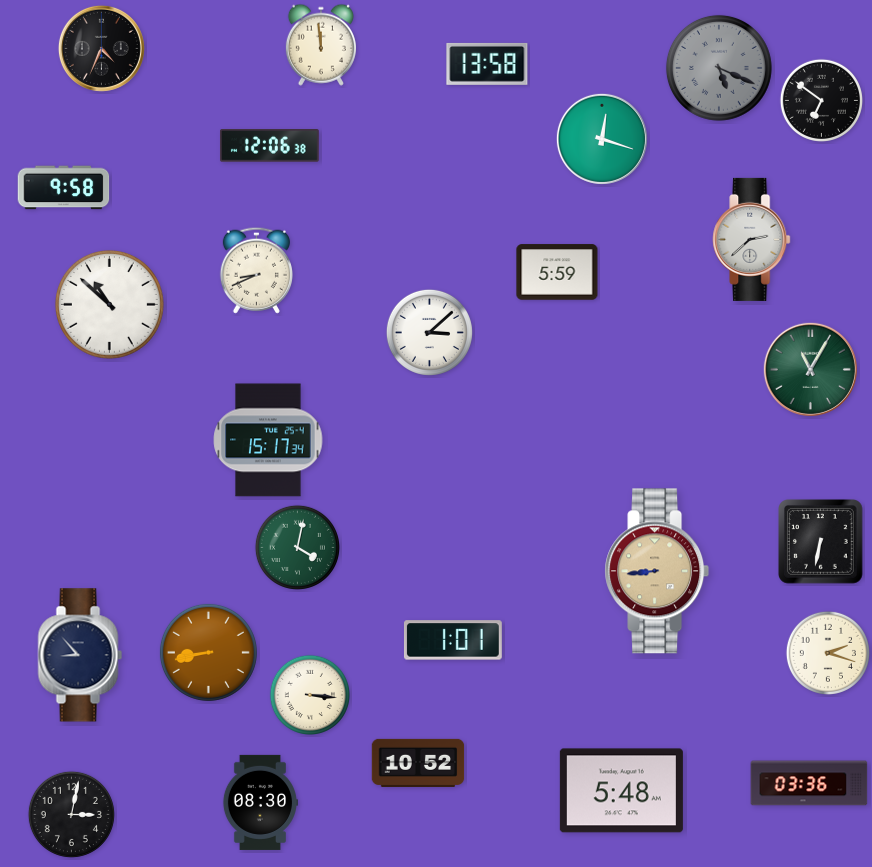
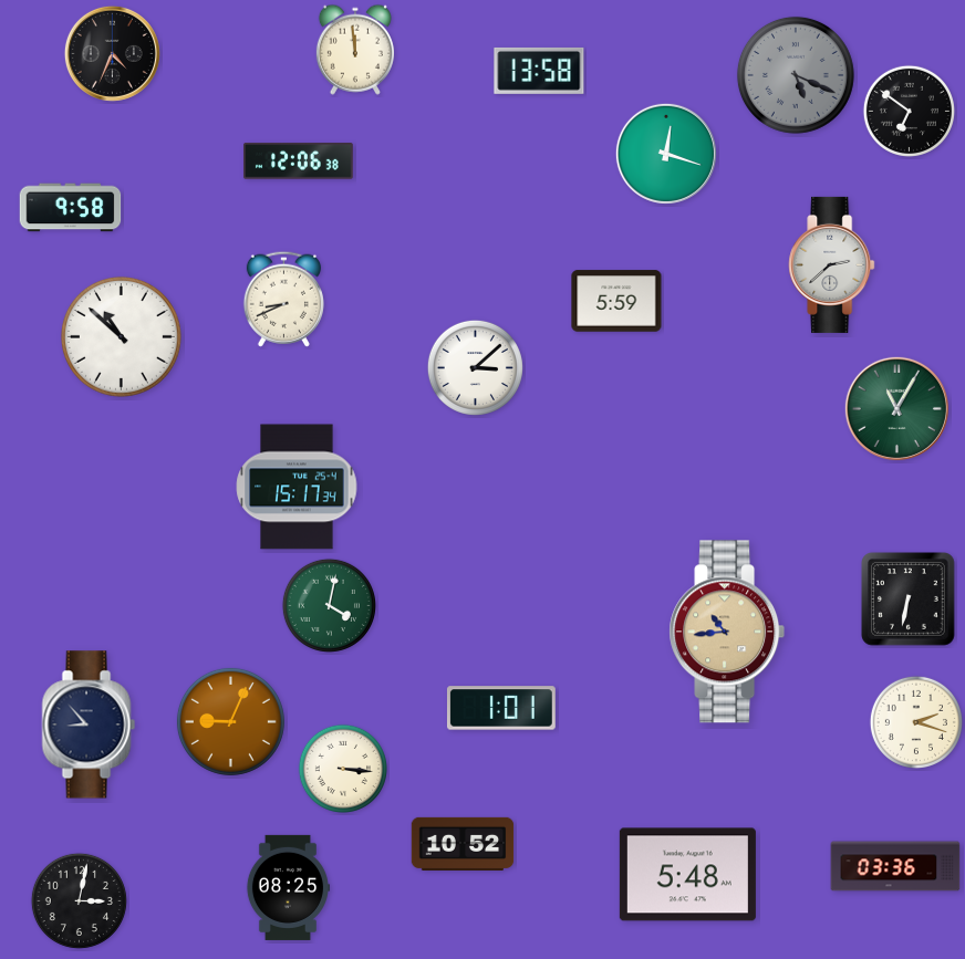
clock at (657, 571): 8:44 -> 10:44
clock at (208, 652): 8:43 -> 9:04
clock at (259, 802): 08:30 -> 08:25
